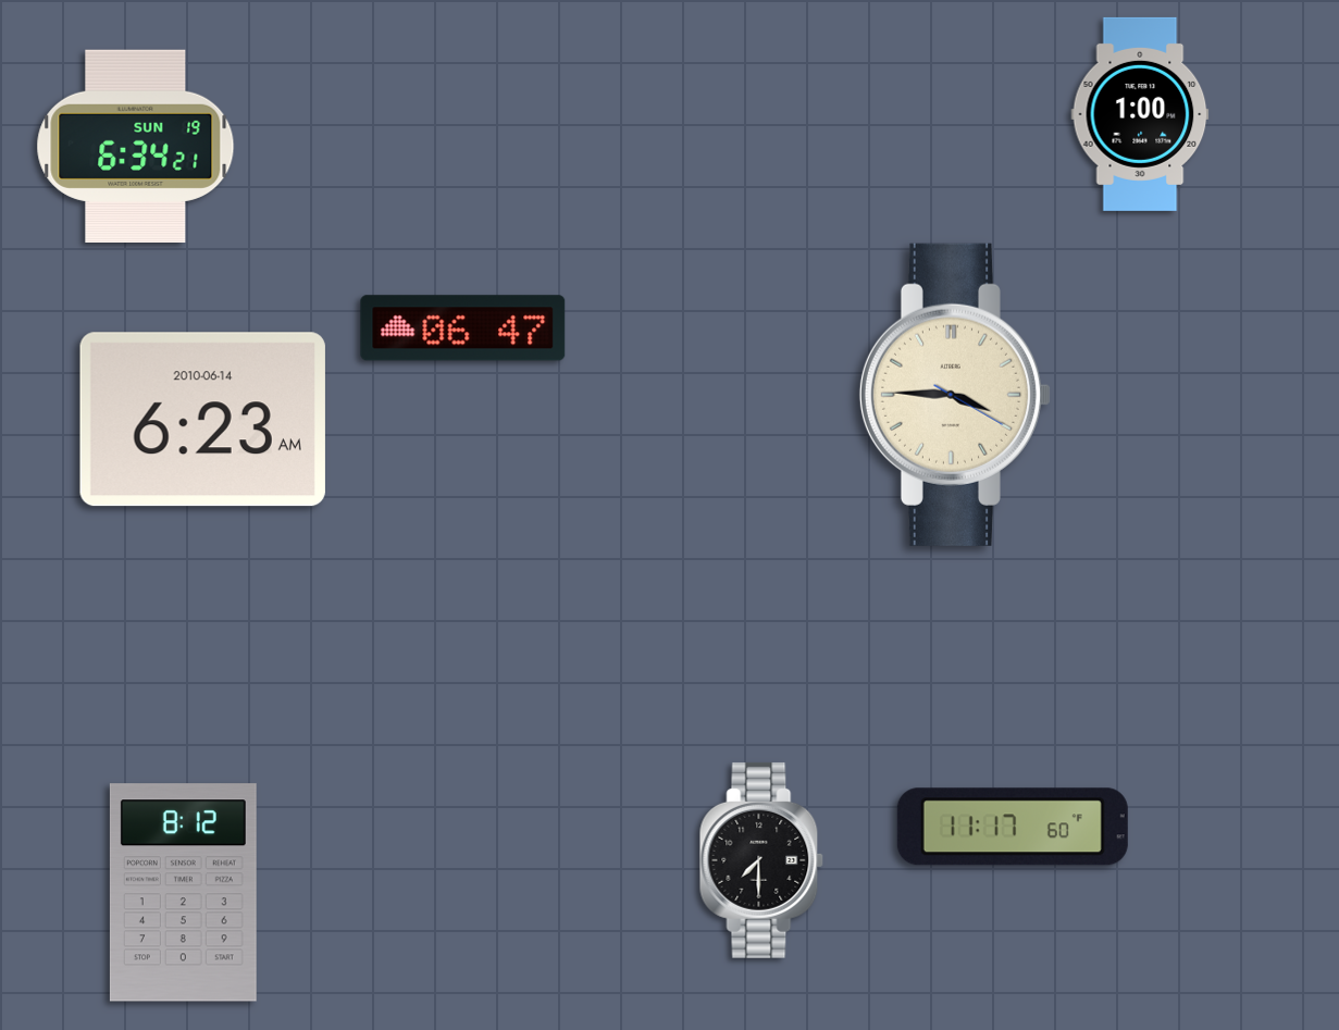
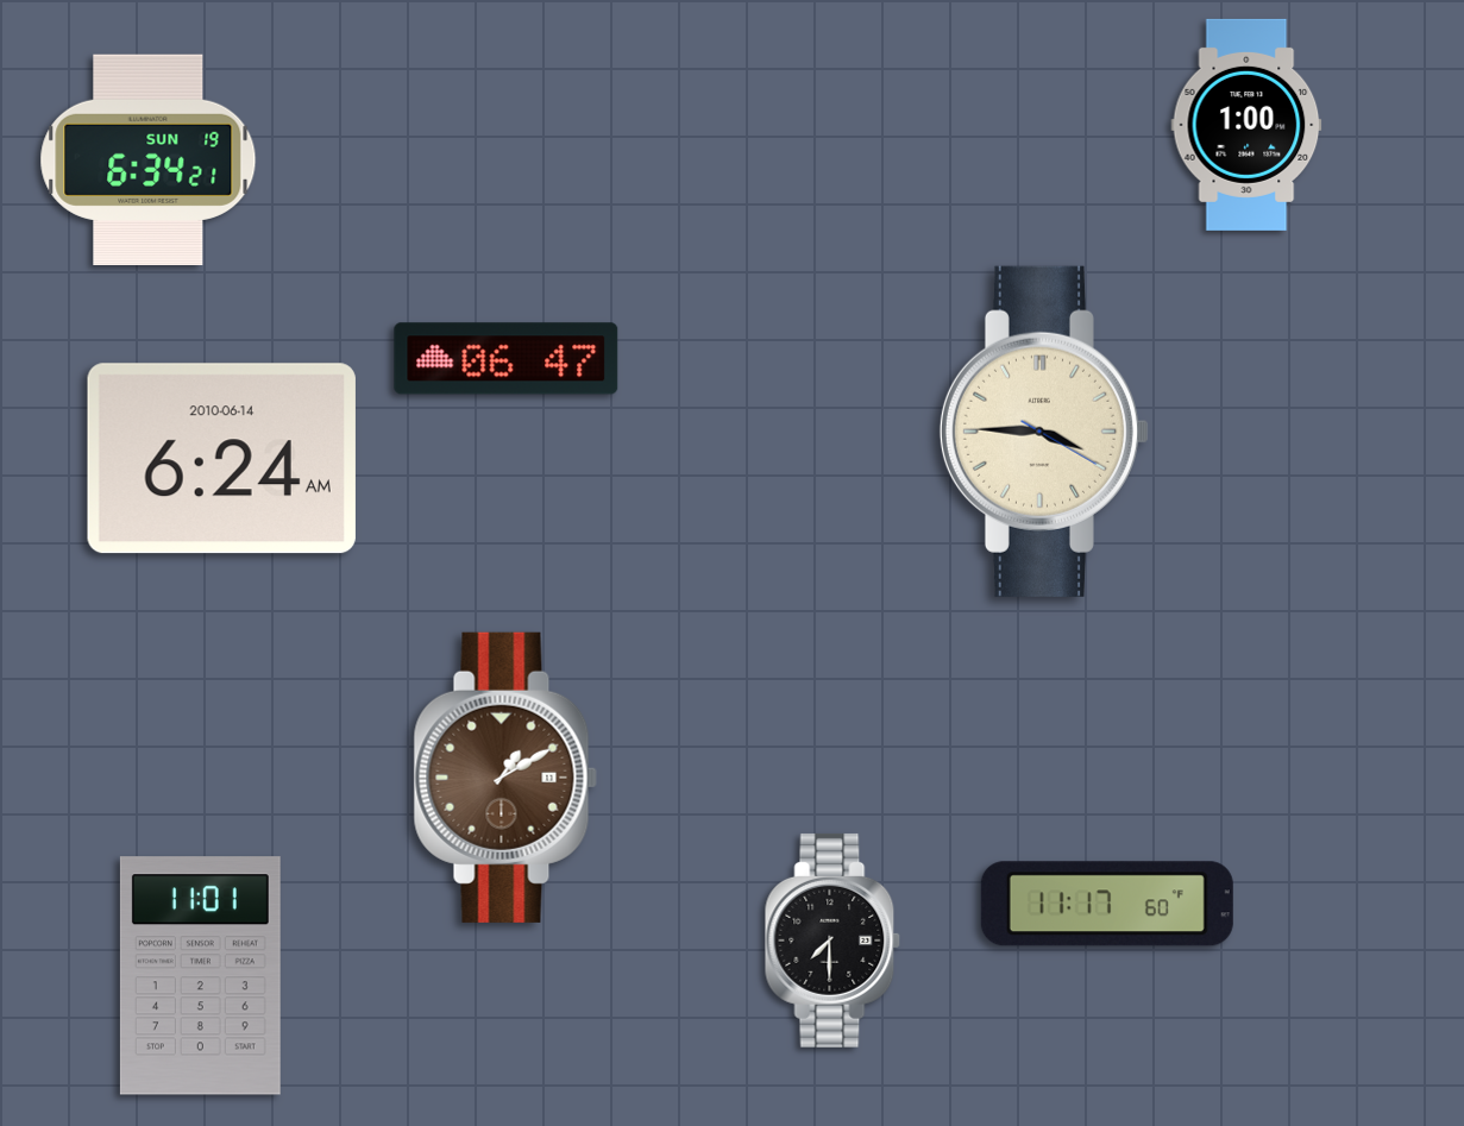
clock at (202, 420): 6:23 -> 6:24
clock at (505, 778): none -> 1:10
clock at (183, 893): 8:12 -> 11:01
